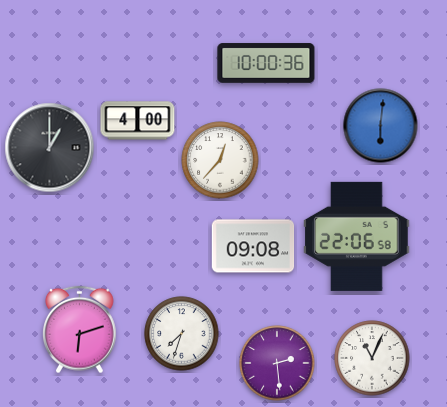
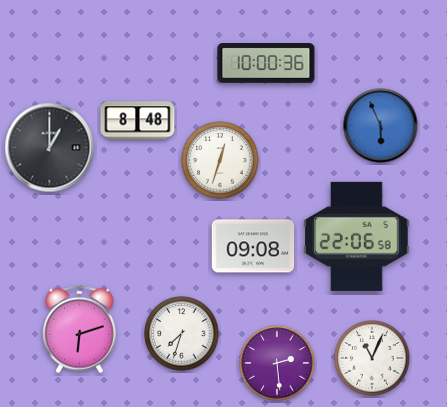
clock at (138, 121): 4:00 -> 8:48
clock at (381, 126): 6:01 -> 5:56
clock at (220, 160): 12:37 -> 12:33
